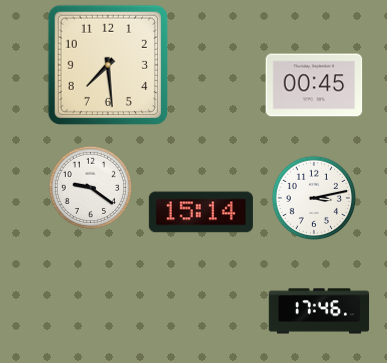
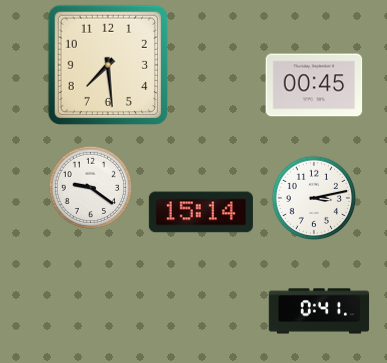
clock at (319, 311): 17:46 -> 0:41
